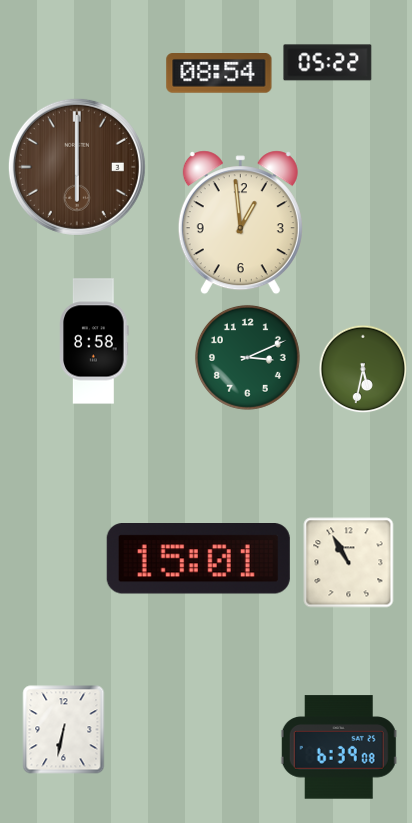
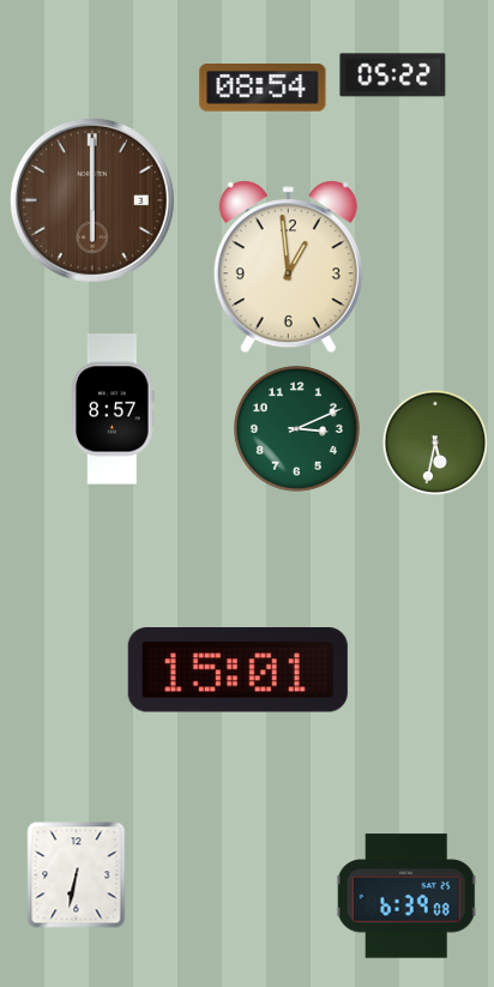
clock at (94, 341): 8:58 -> 8:57
clock at (349, 563): 10:55 -> none
